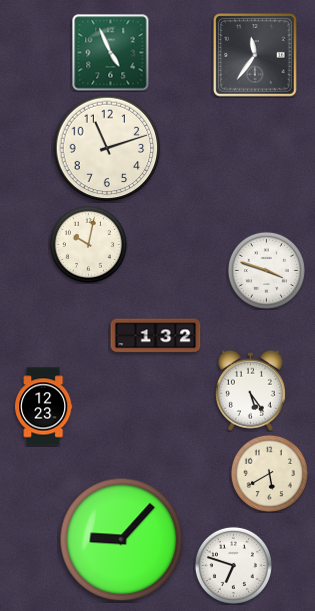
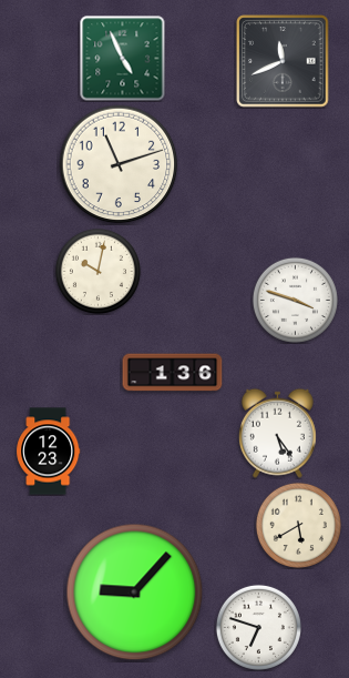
clock at (255, 55): 11:36 -> 11:41
clock at (156, 336): 1:32 -> 1:36
clock at (122, 540) position: (122, 540) -> (135, 593)
